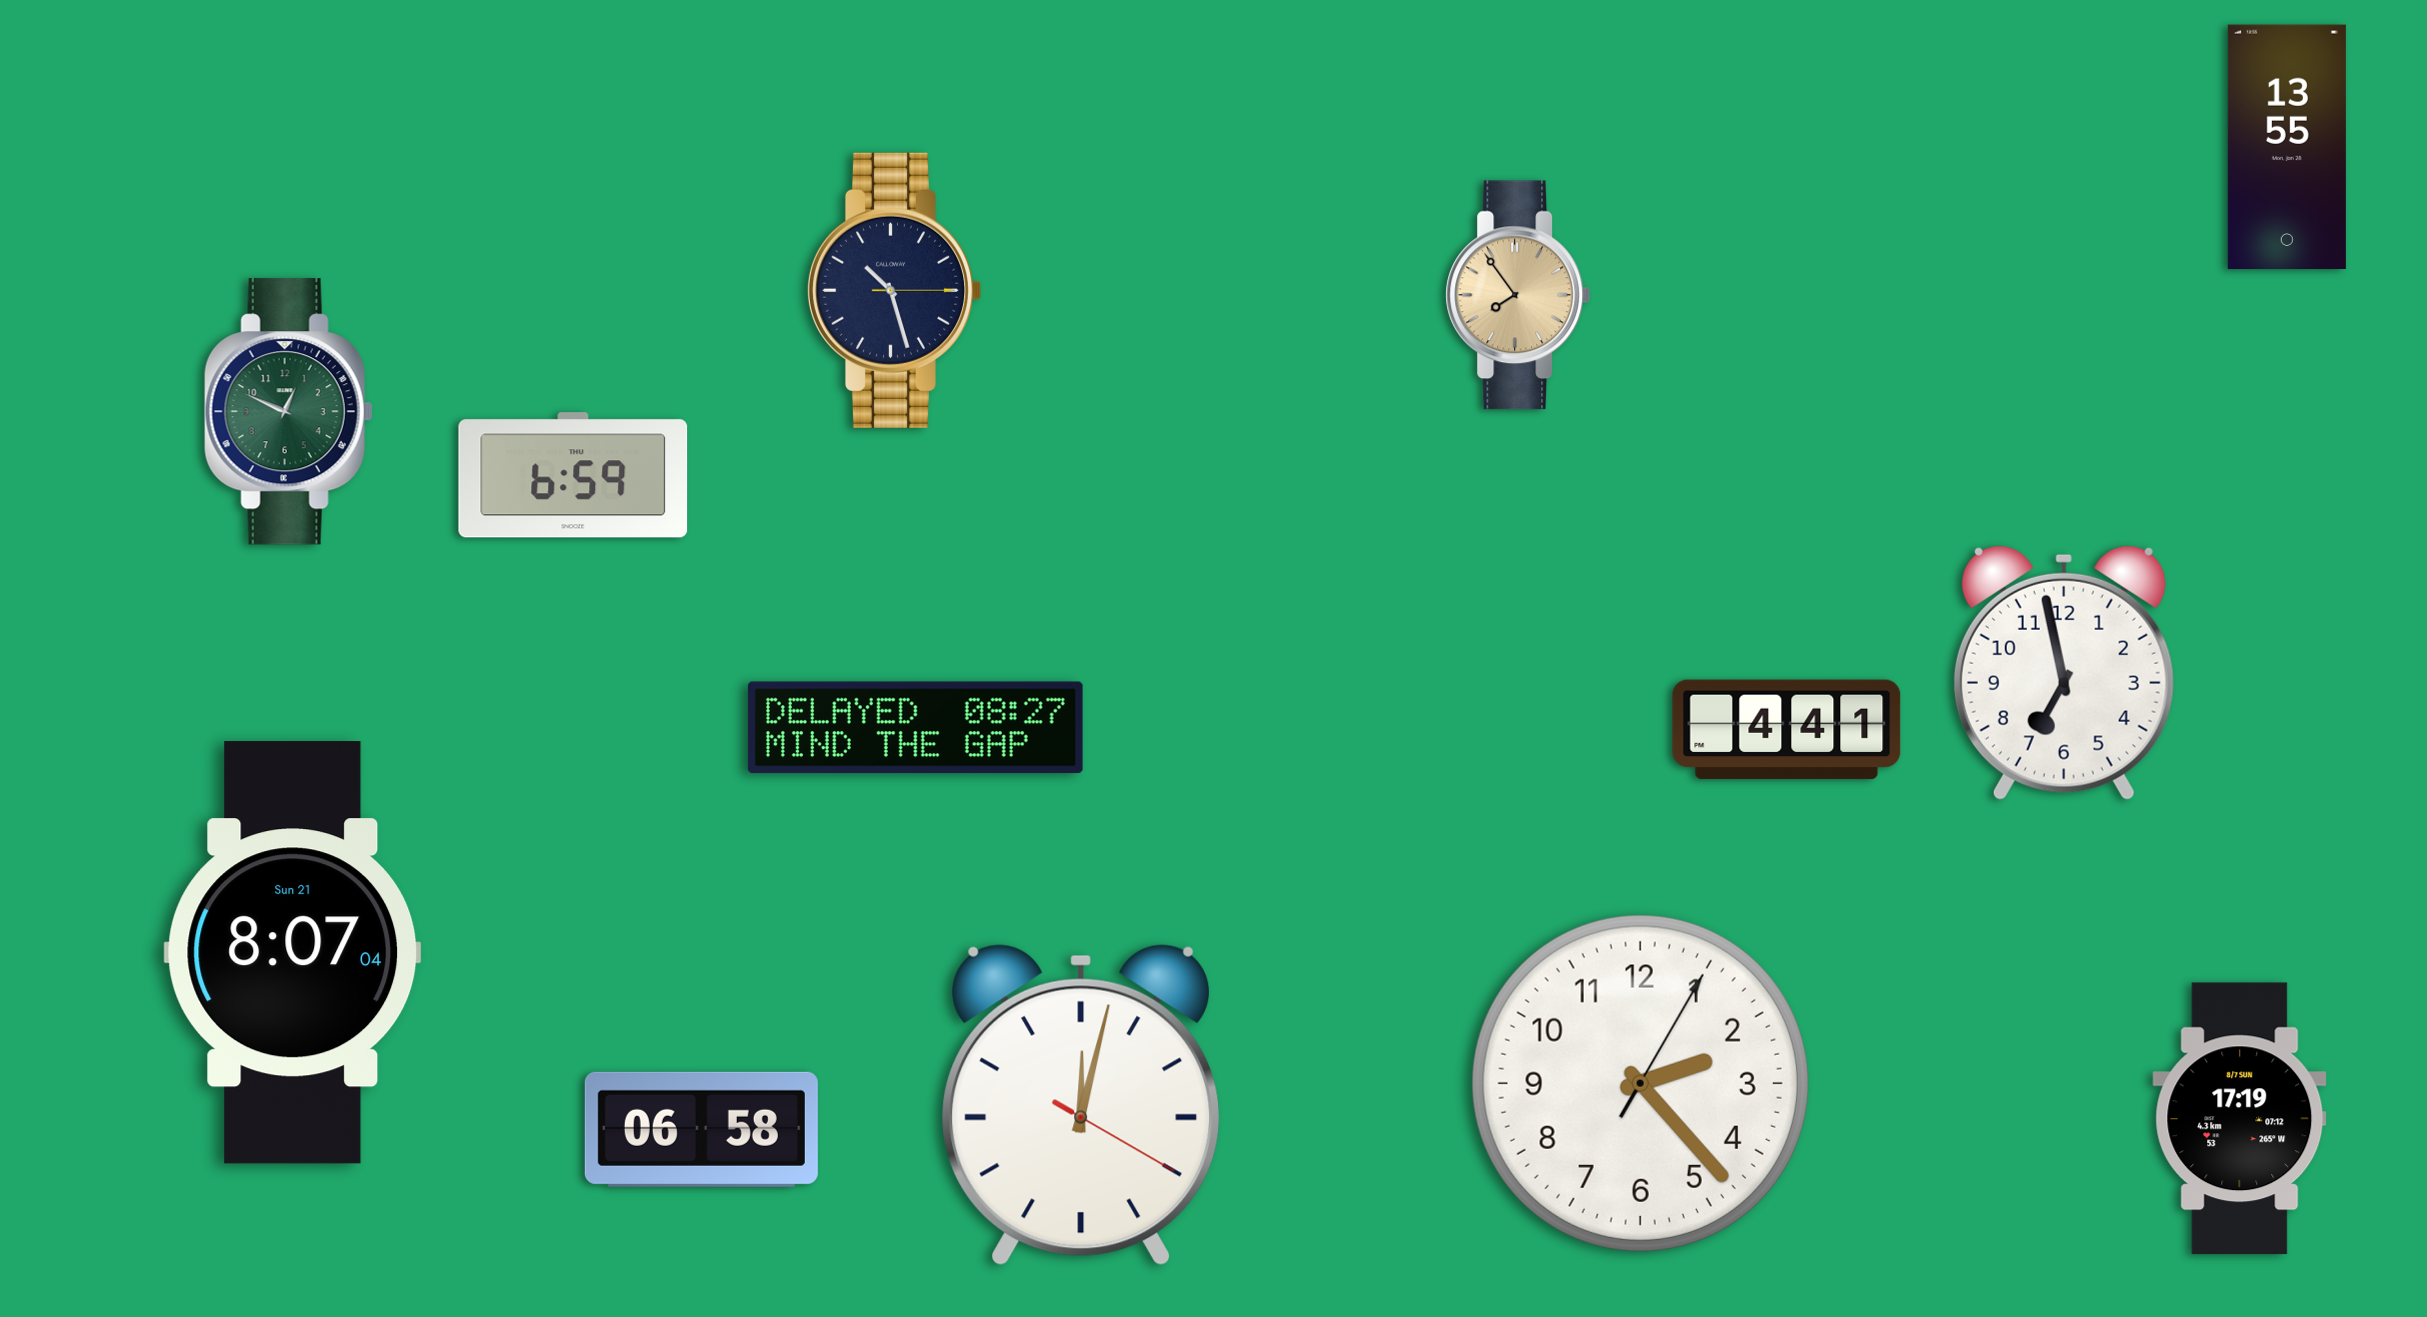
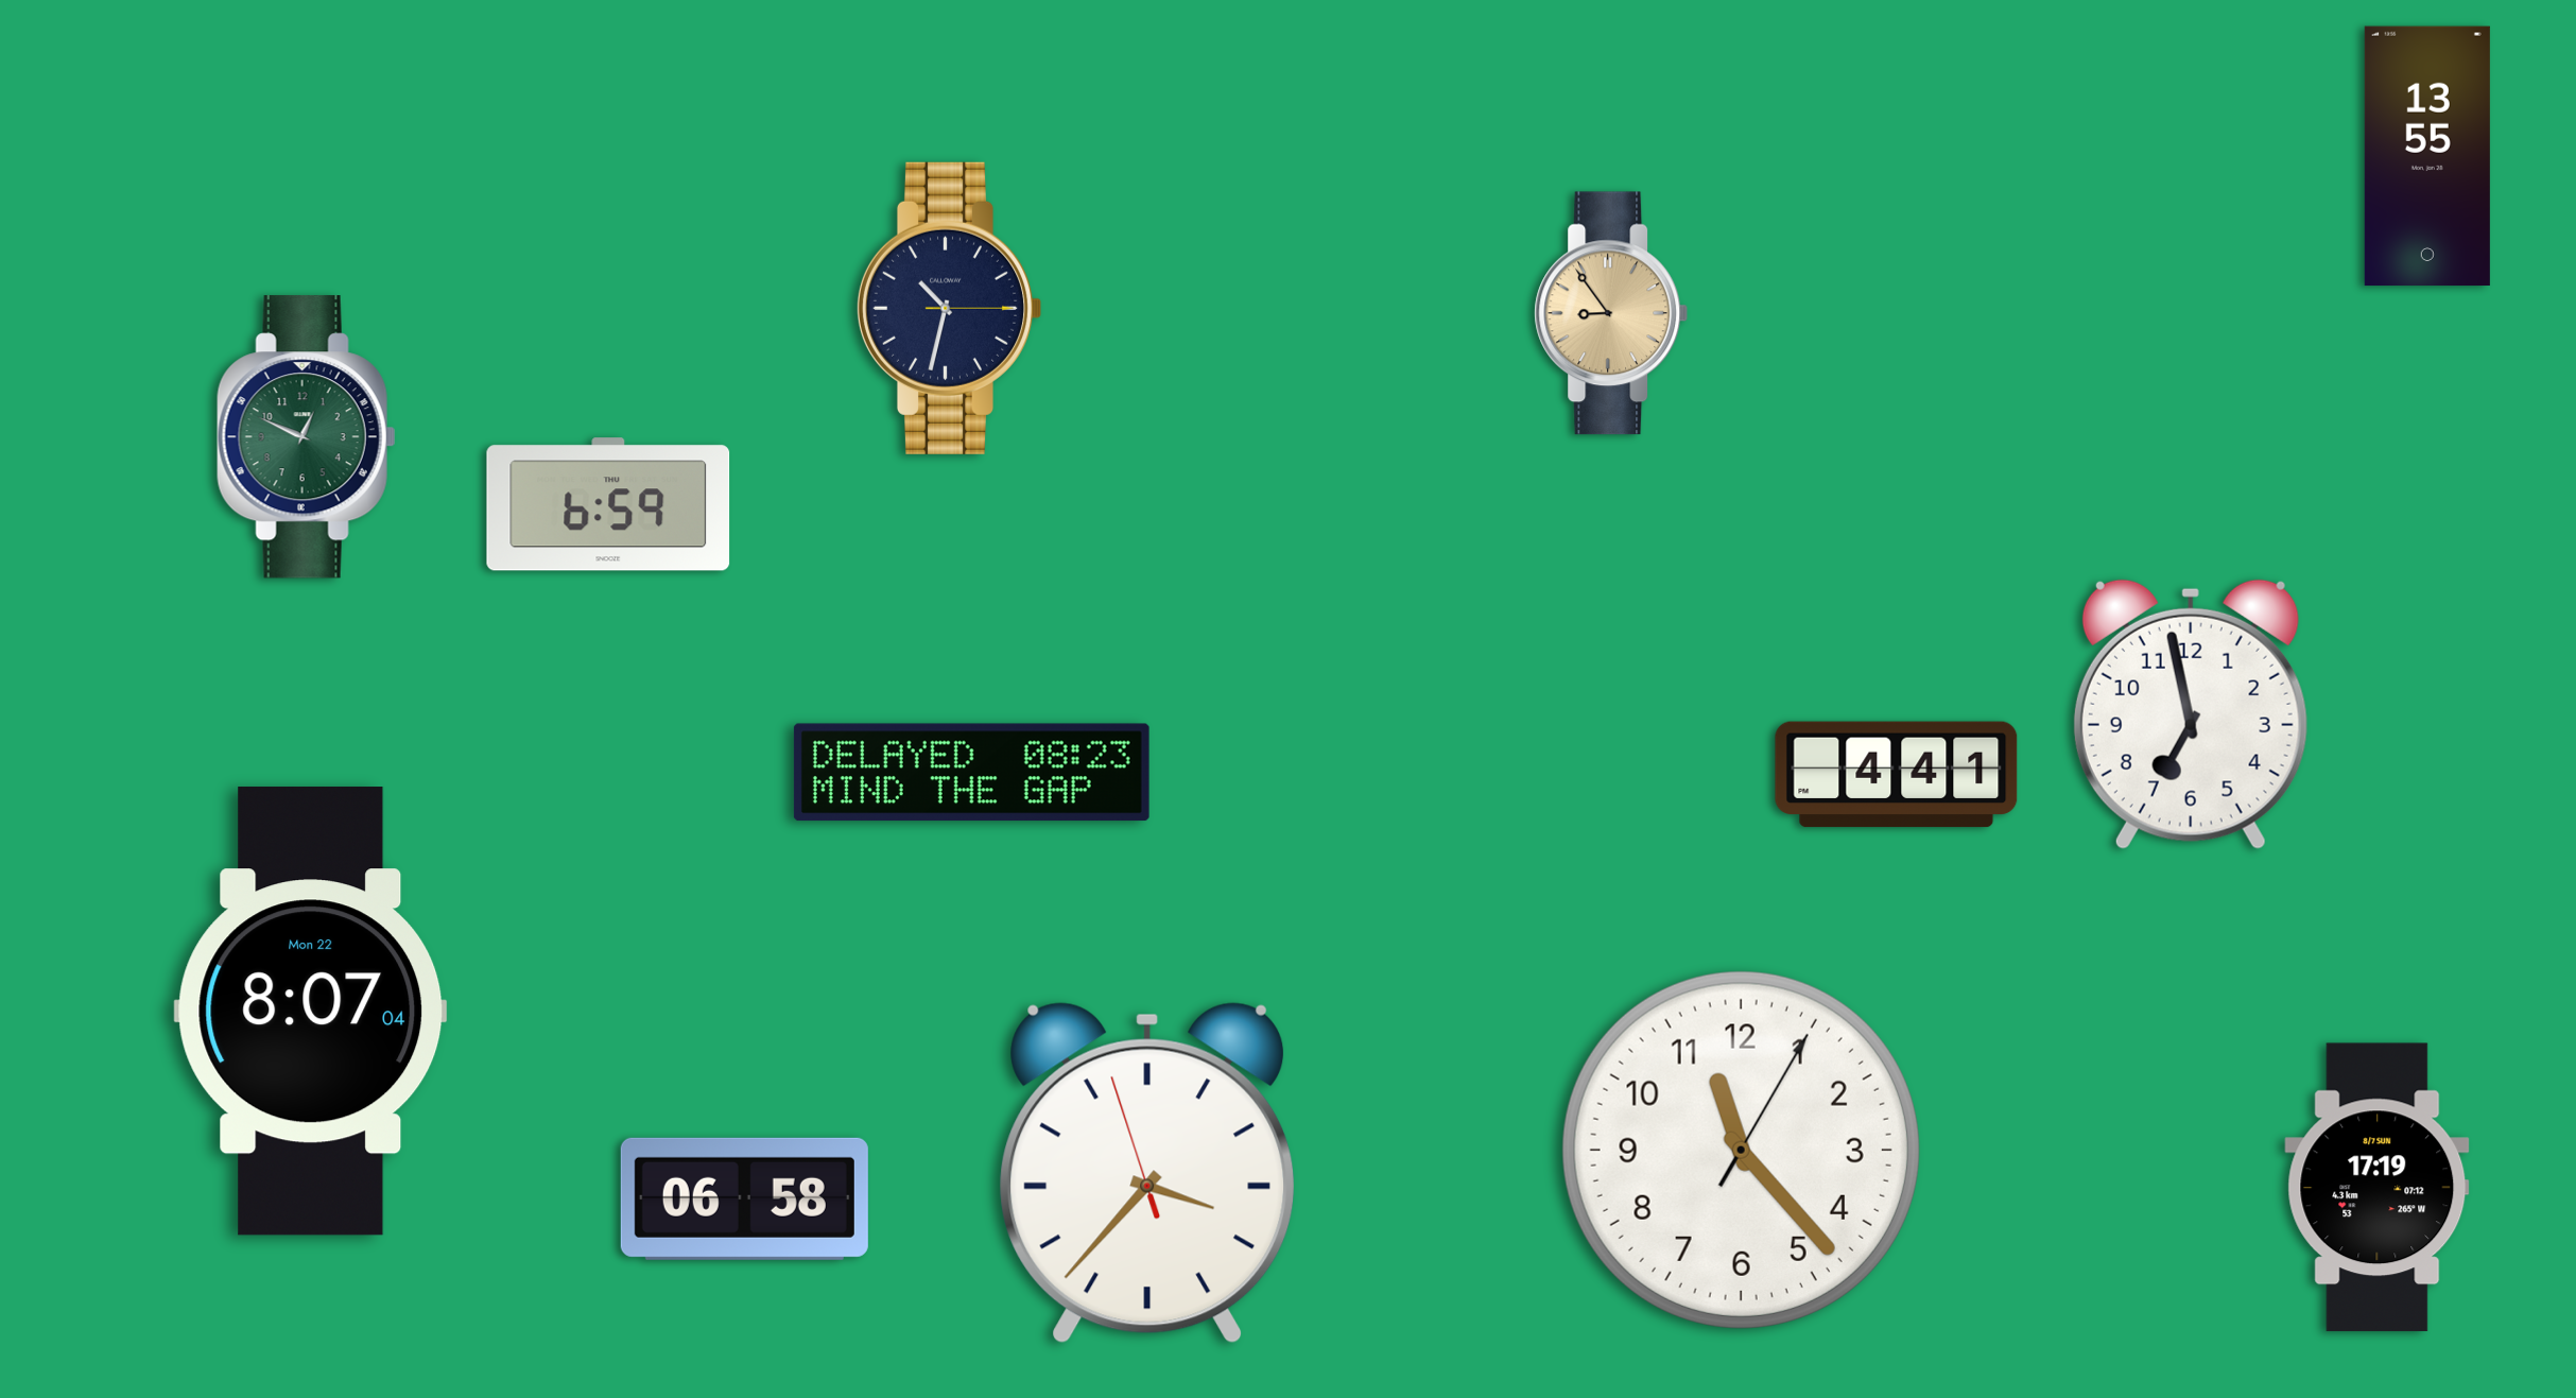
clock at (893, 290): 10:27 -> 10:32
clock at (1518, 295): 7:54 -> 8:54
clock at (915, 728): 08:27 -> 08:23
clock at (293, 953) date: Sun 21 -> Mon 22
clock at (1640, 1083): 2:23 -> 11:23
clock at (1080, 1105): 12:02 -> 3:36
